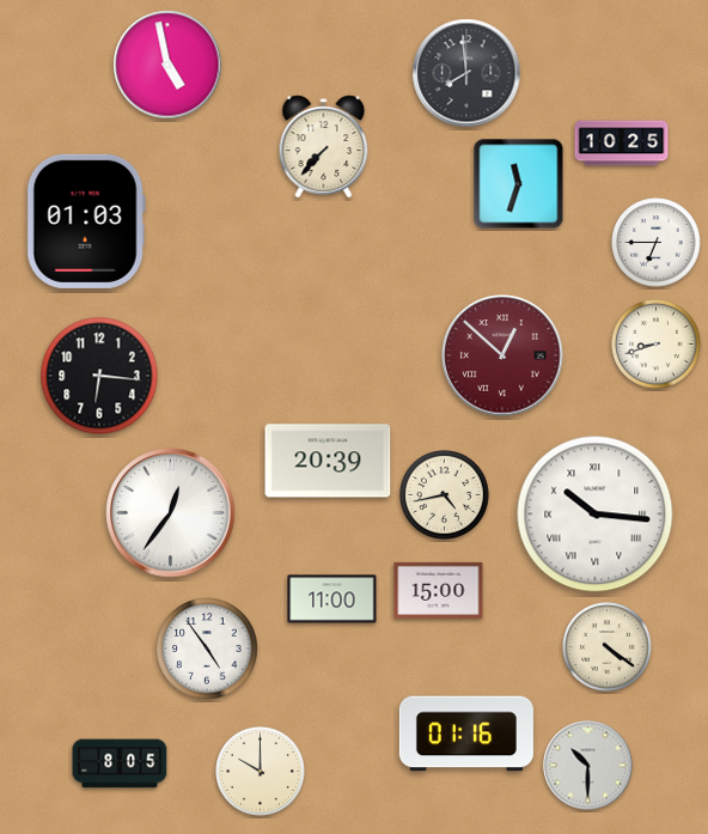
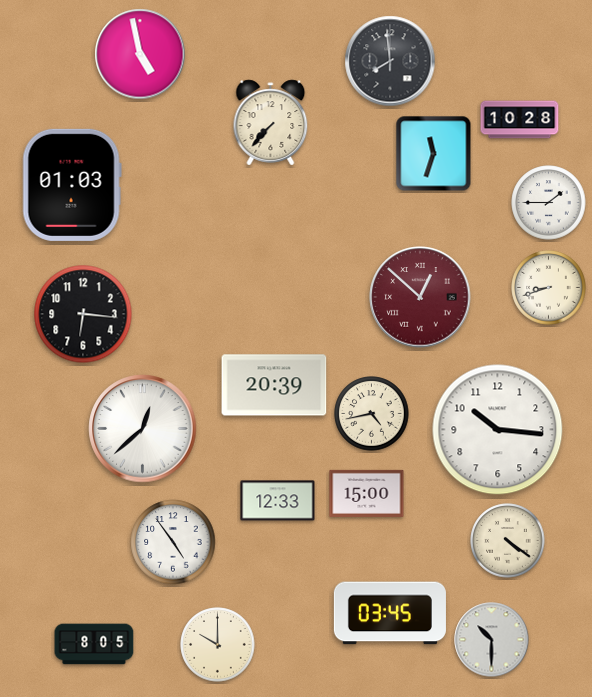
clock at (622, 144): 10:25 -> 10:28
clock at (657, 243): 6:45 -> 1:45
clock at (171, 513): 12:36 -> 12:38
clock at (596, 515) numerals: Roman -> Arabic
clock at (332, 599): 11:00 -> 12:33
clock at (466, 733): 01:16 -> 03:45
clock at (120, 763) position: (120, 763) -> (94, 644)
